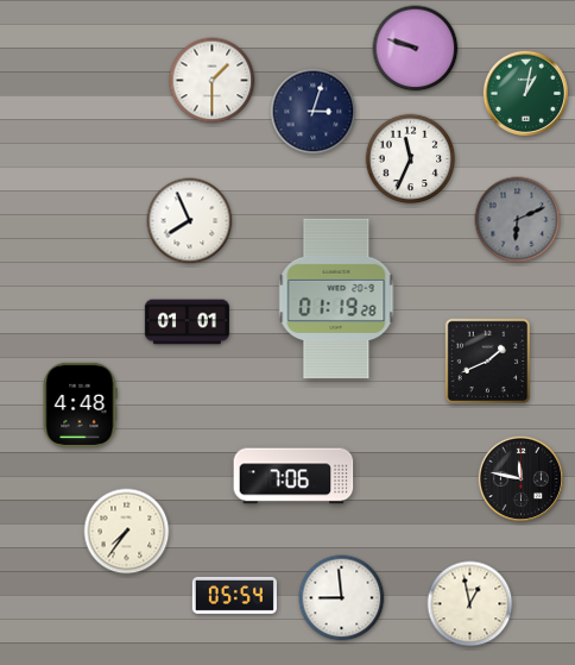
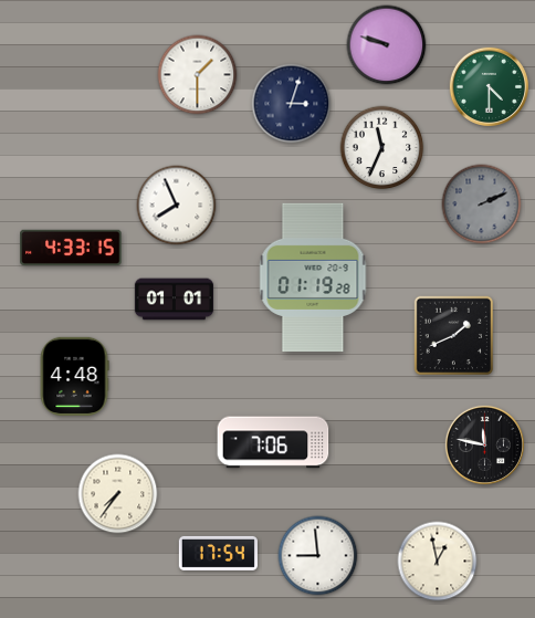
clock at (525, 93): 1:02 -> 4:30
clock at (518, 220): 6:11 -> 2:11
clock at (71, 248): none -> 4:33
clock at (234, 595): 05:54 -> 17:54
